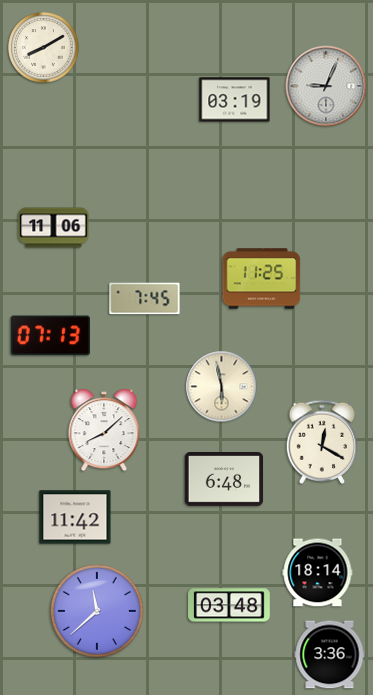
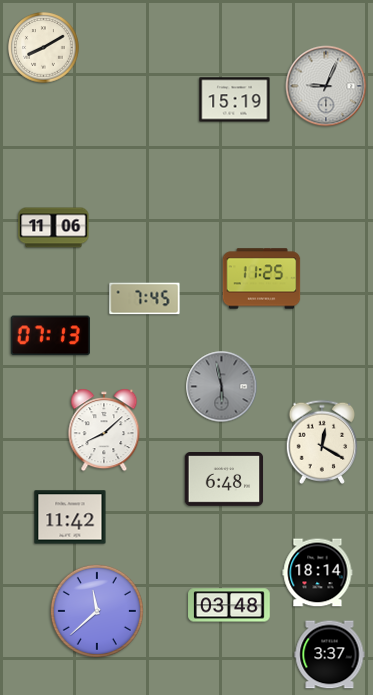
clock at (235, 100): 03:19 -> 15:19
clock at (222, 387) dial: cream -> grey
clock at (75, 517) position: (75, 517) -> (70, 517)
clock at (330, 655): 3:36 -> 3:37
